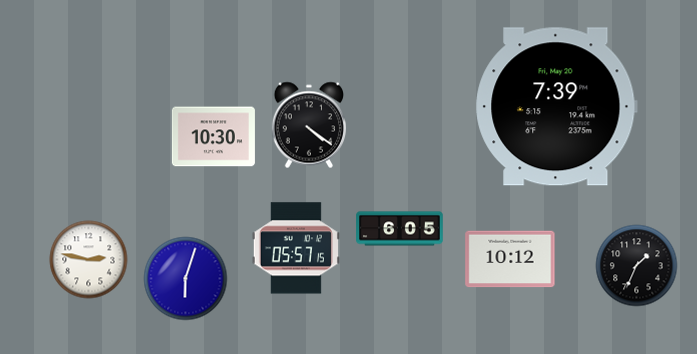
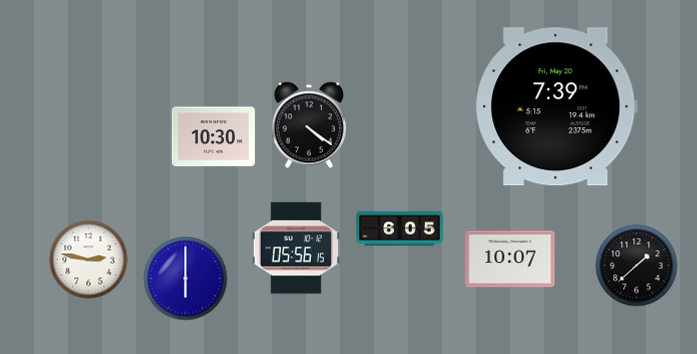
clock at (296, 248): 05:57 -> 05:56
clock at (510, 259): 10:12 -> 10:07
clock at (637, 266): 1:34 -> 1:38
clock at (186, 279): 6:03 -> 6:00
